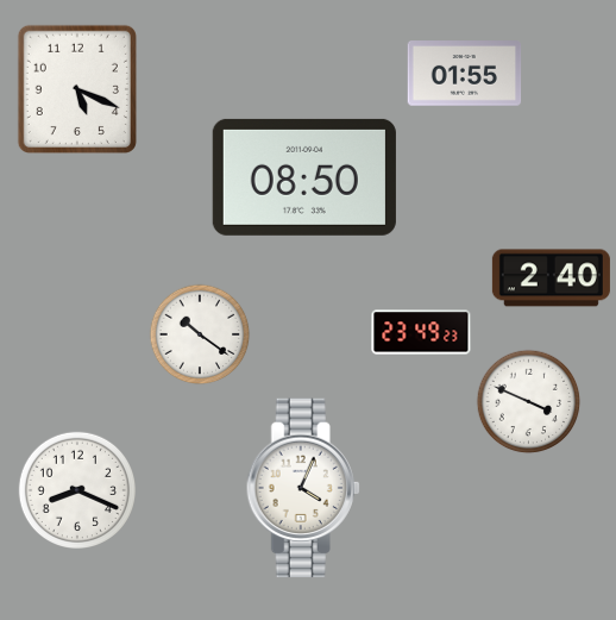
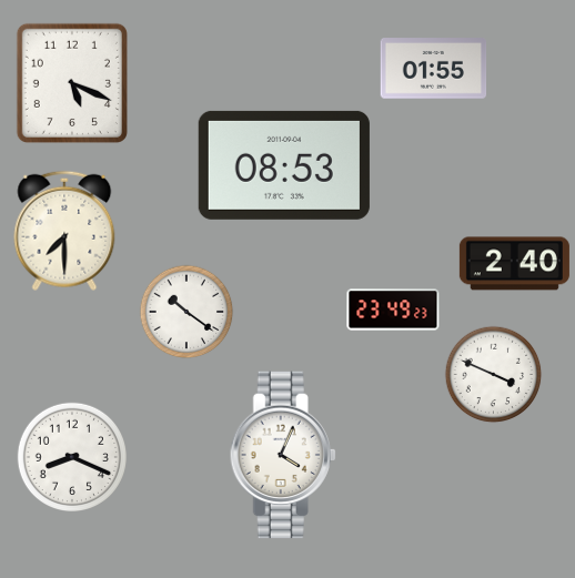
clock at (304, 177): 08:50 -> 08:53
clock at (64, 231): none -> 7:30
clock at (551, 278) position: (551, 278) -> (514, 264)
